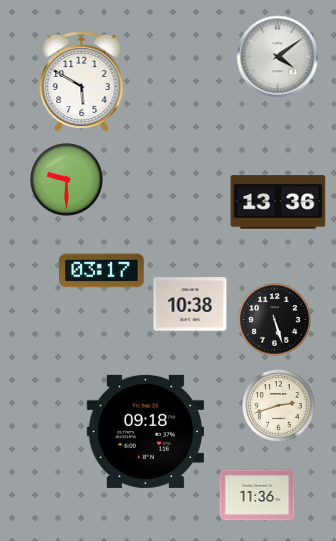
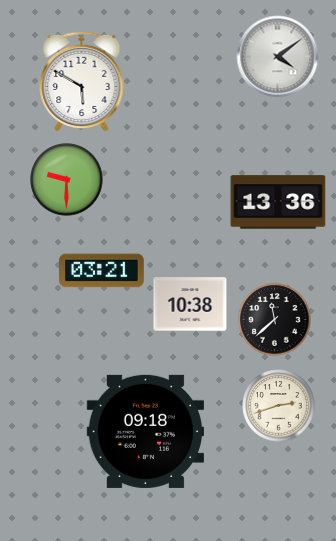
clock at (102, 271): 03:17 -> 03:21
clock at (275, 320): 5:27 -> 11:38
clock at (257, 495): 11:36 -> none
